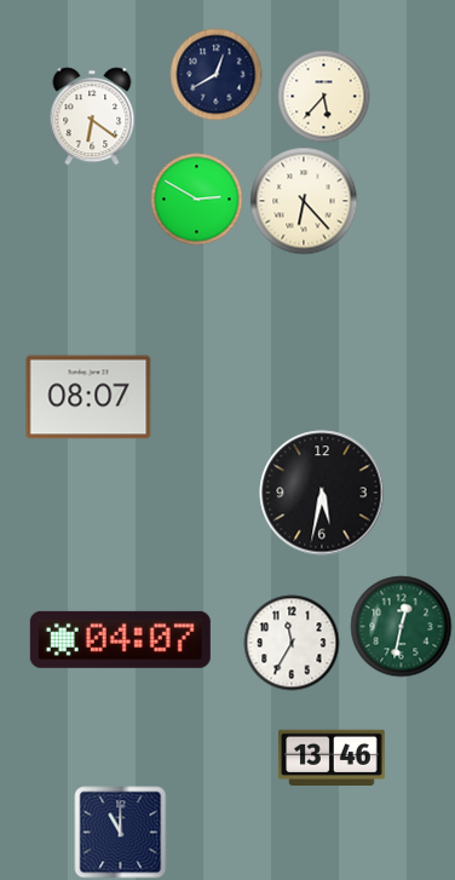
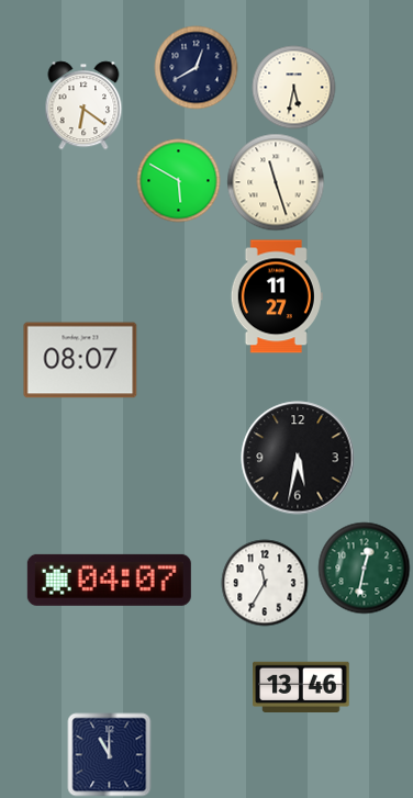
clock at (324, 97): 5:37 -> 5:32
clock at (197, 200): 2:50 -> 5:50
clock at (304, 201): 6:23 -> 11:27
clock at (277, 296): none -> 11:27
clock at (322, 493) position: (322, 493) -> (298, 458)
